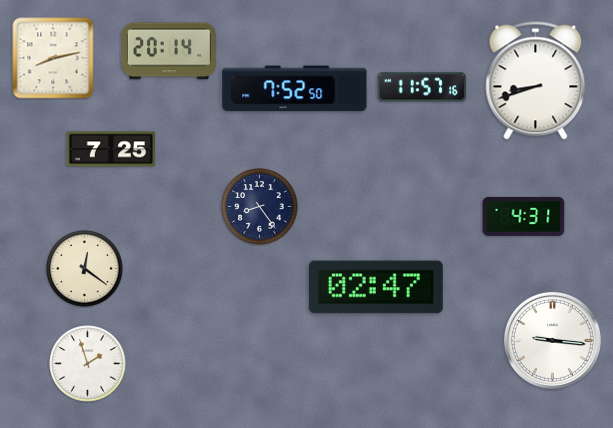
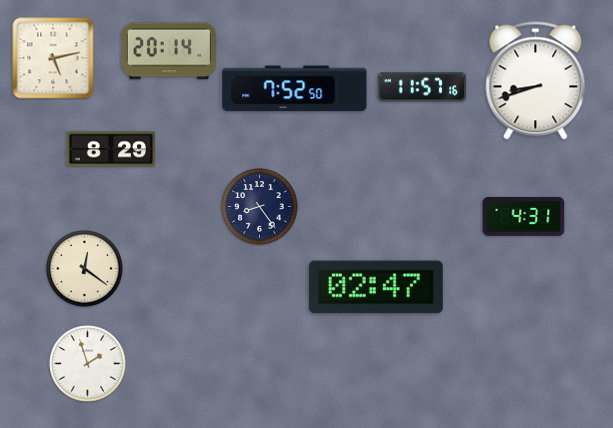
clock at (53, 58): 8:13 -> 5:13
clock at (111, 149): 7:25 -> 8:29
clock at (552, 340): 9:16 -> none
